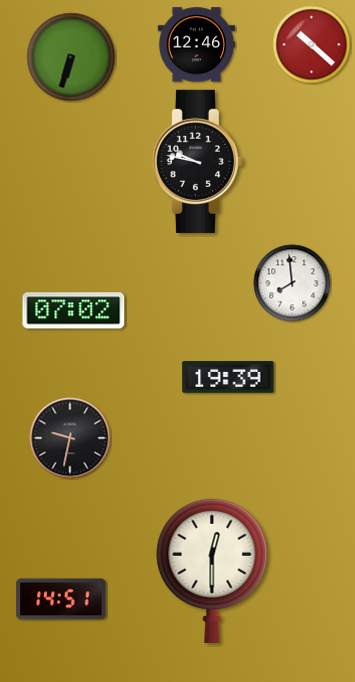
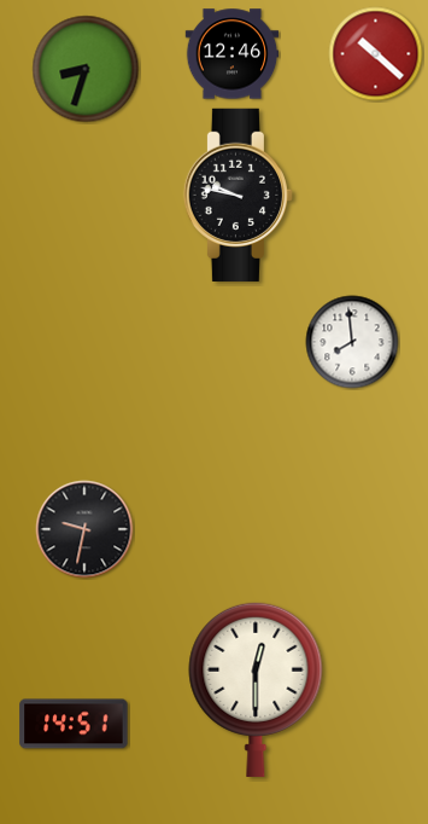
clock at (197, 45) position: (197, 45) -> (233, 54)
clock at (71, 57): 6:33 -> 8:33
clock at (74, 311): 07:02 -> none
clock at (228, 378): 19:39 -> none
